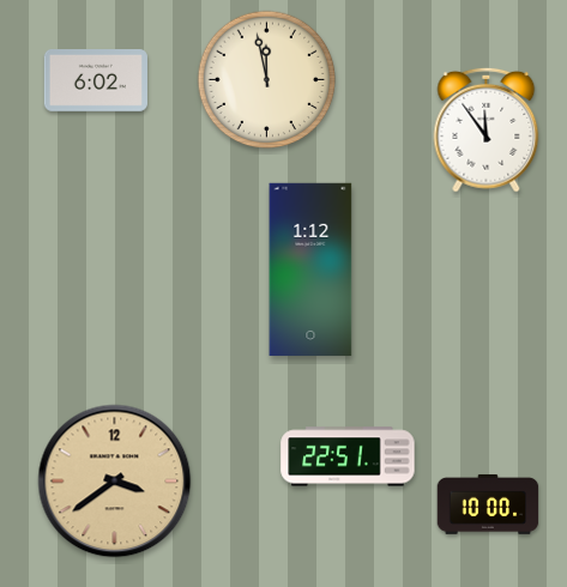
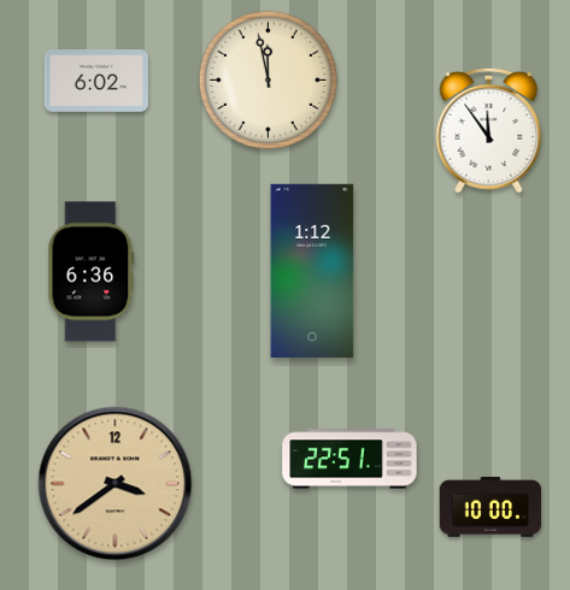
clock at (92, 272): none -> 6:36
